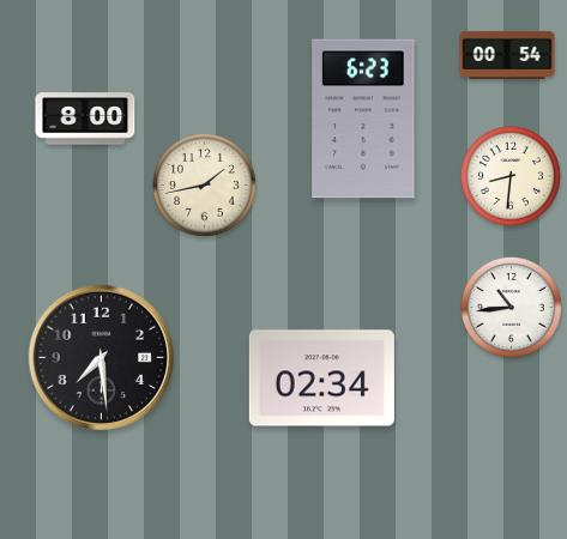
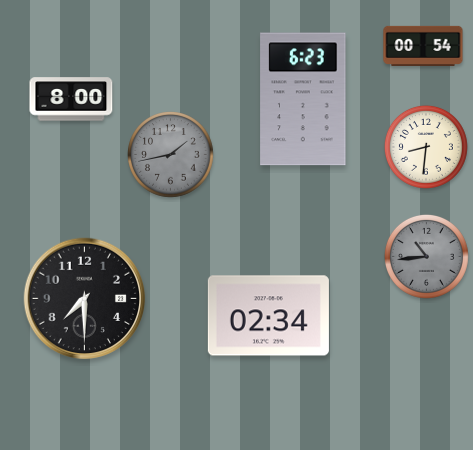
clock at (205, 186) dial: cream -> grey
clock at (511, 307) dial: white -> grey
clock at (102, 358): 7:29 -> 7:30
